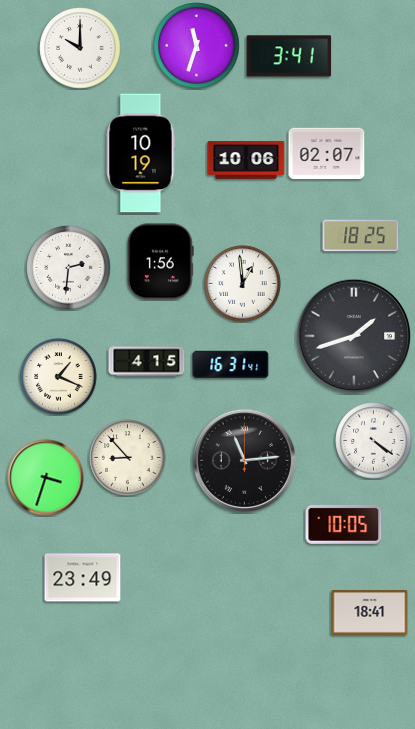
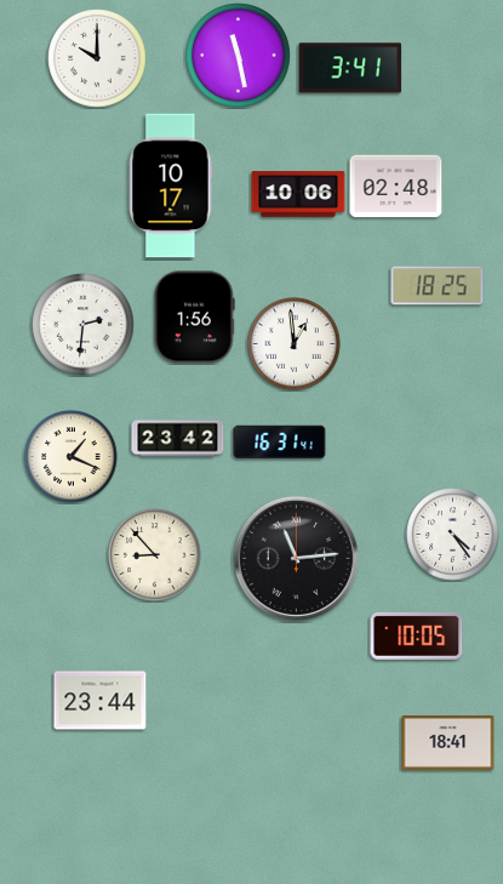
clock at (197, 46): 11:33 -> 11:28
clock at (141, 153): 10:19 -> 10:17
clock at (327, 154): 02:07 -> 02:48
clock at (354, 336): 1:42 -> none
clock at (147, 362): 4:15 -> 23:42
clock at (374, 441): 4:21 -> 4:24
clock at (46, 478): 3:33 -> none
clock at (83, 578): 23:49 -> 23:44
